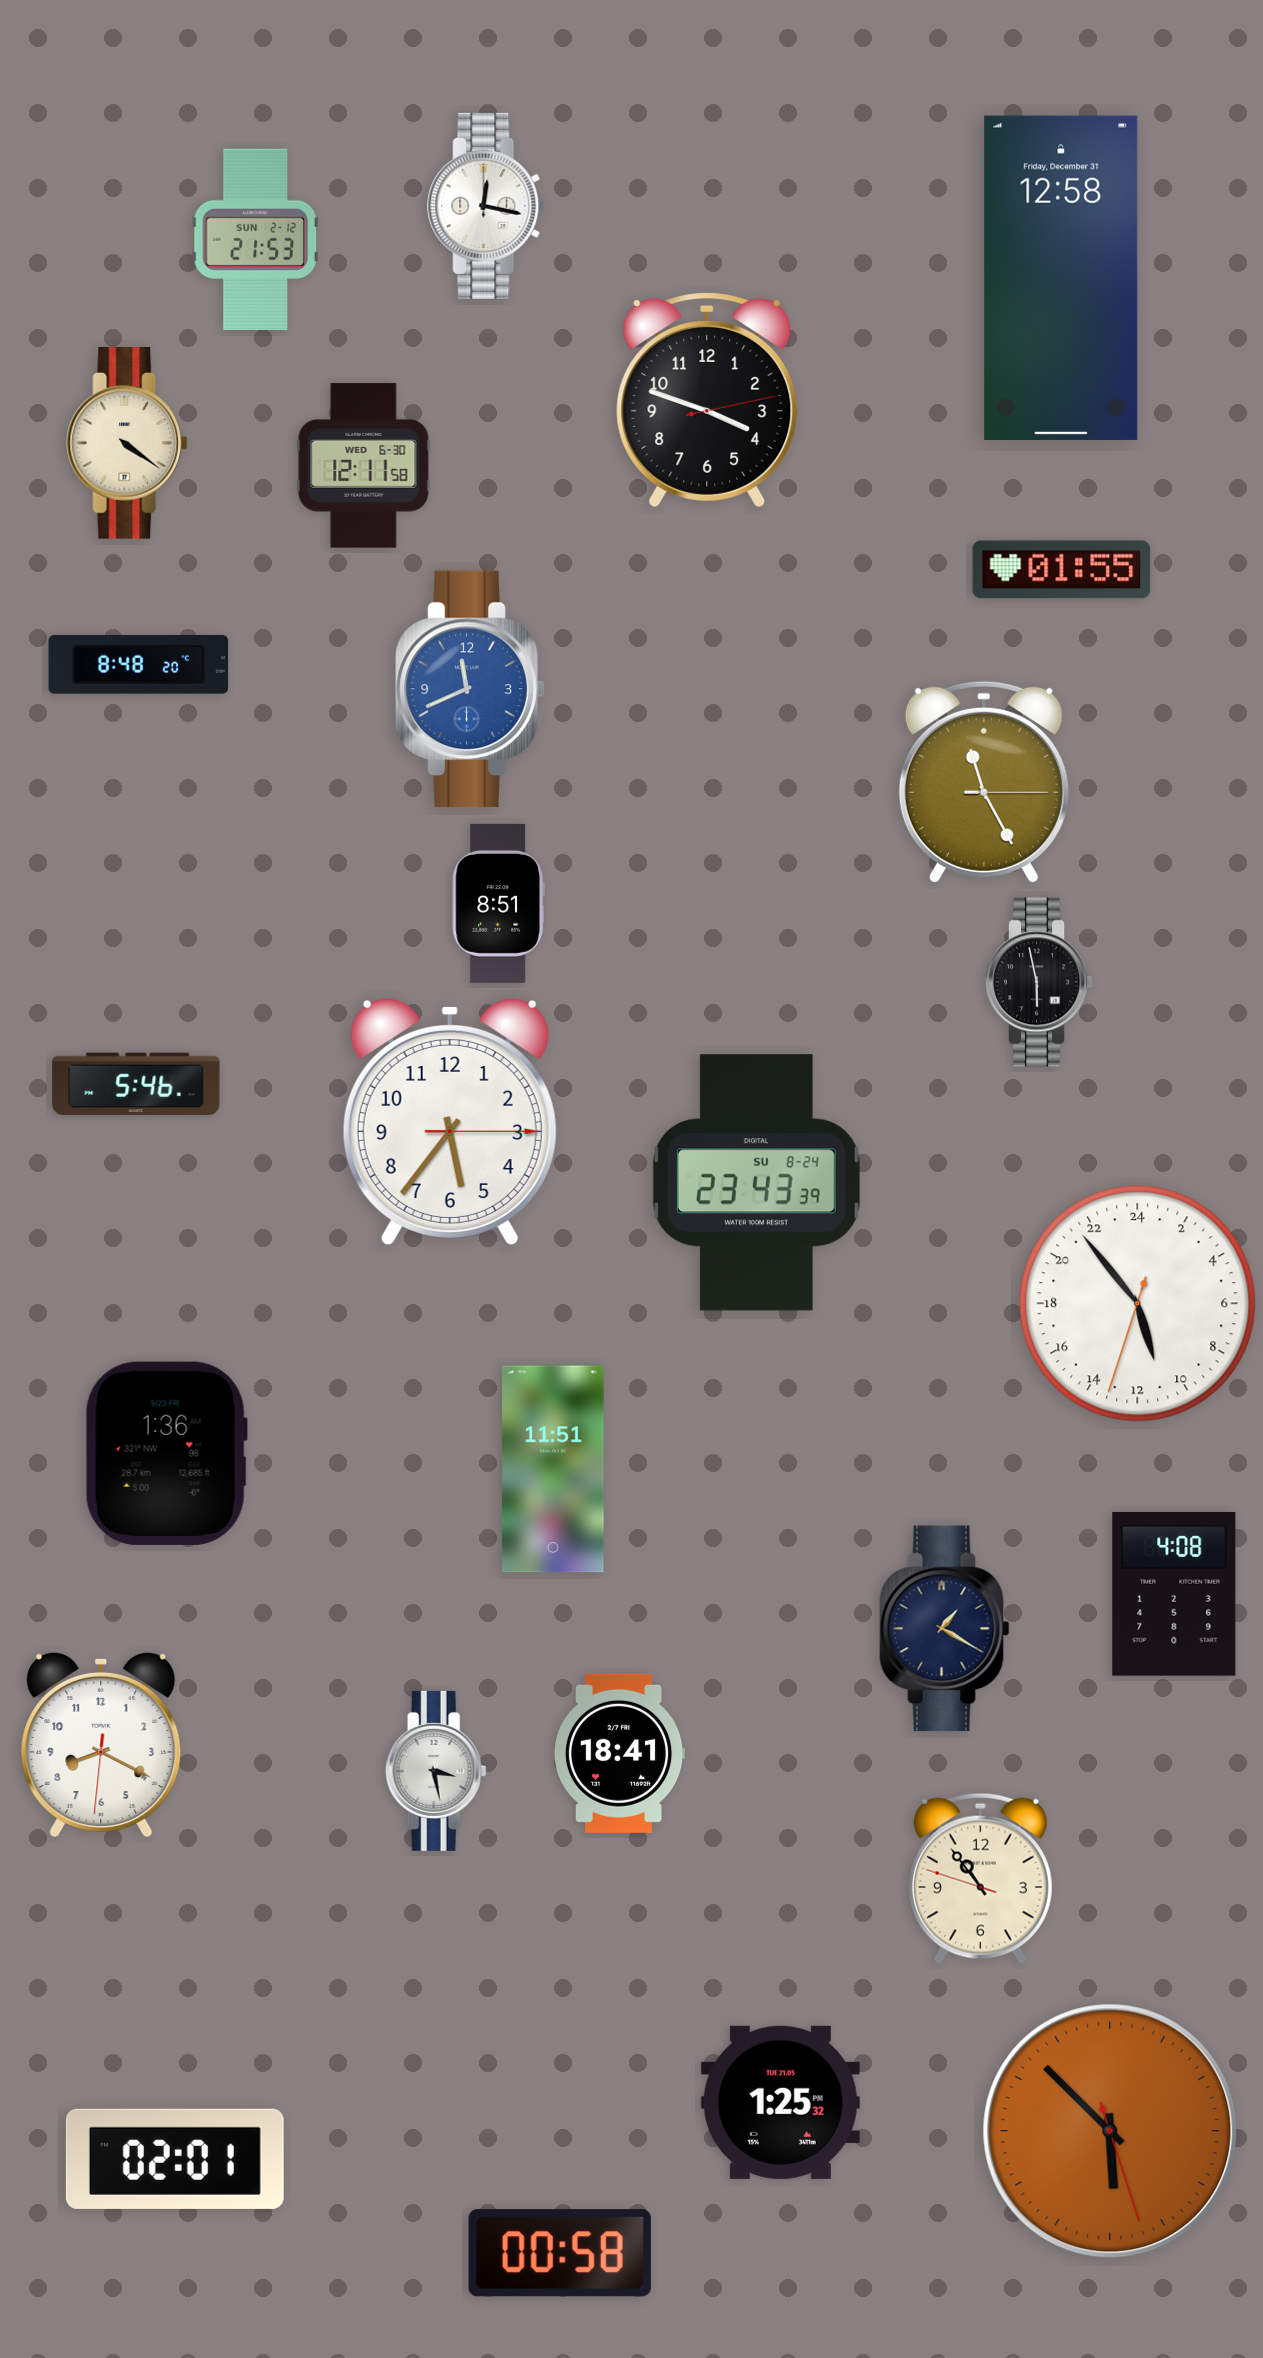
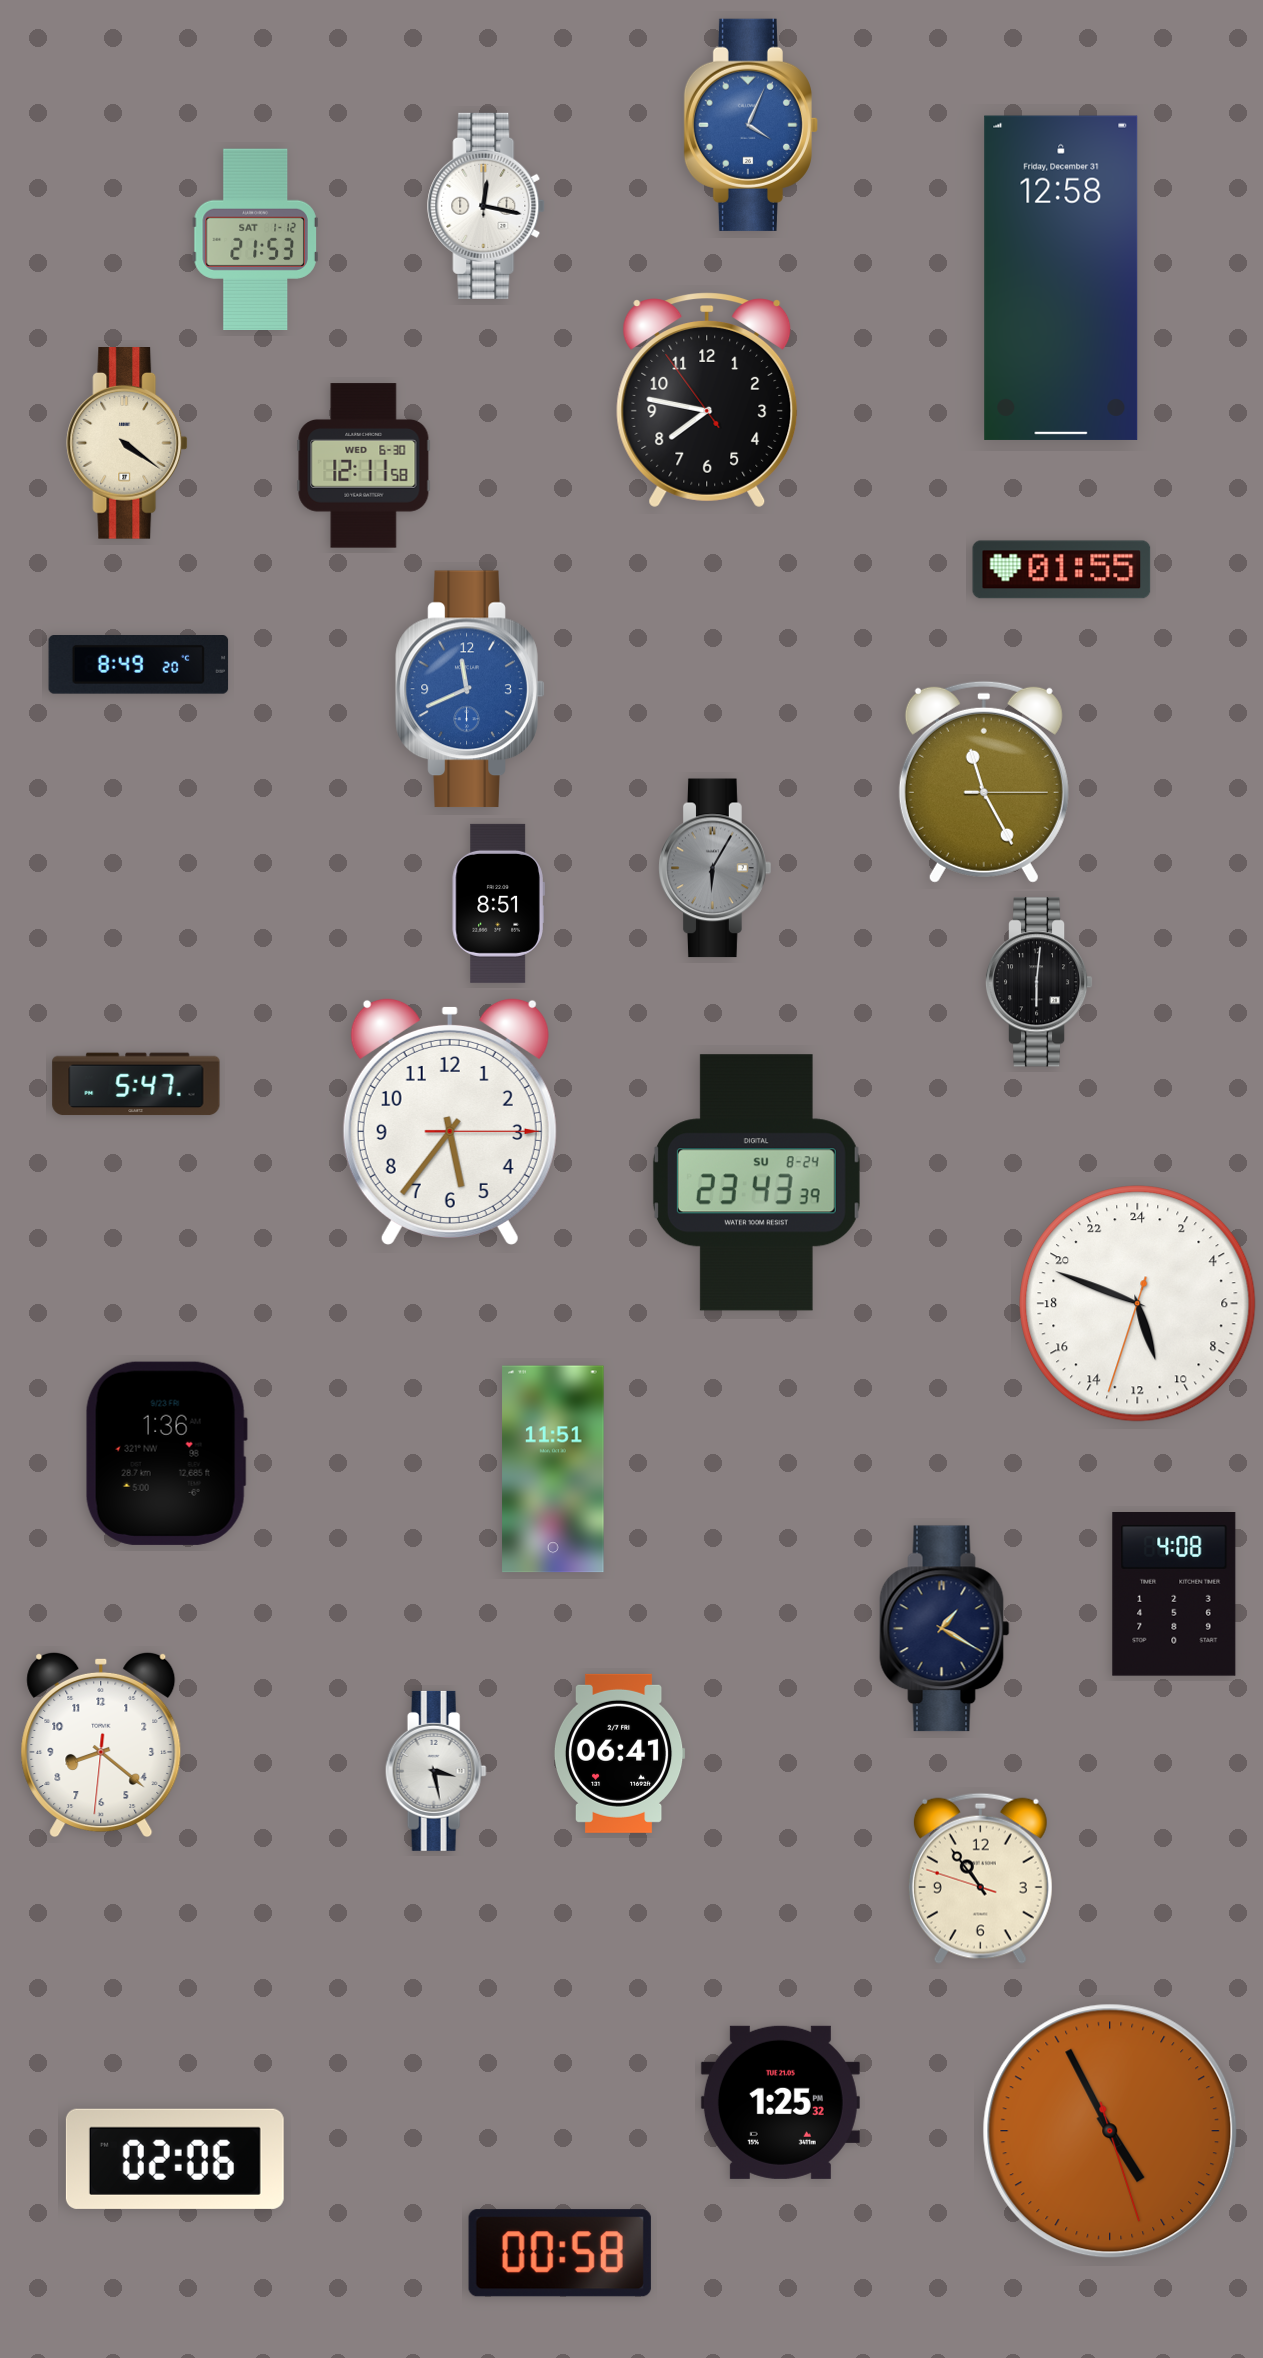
clock at (751, 125): none -> 4:04
clock at (255, 239) date: SUN 2-12 -> SAT 1-12
clock at (707, 400): 3:48 -> 7:46
clock at (139, 665): 8:48 -> 8:49
clock at (715, 868): none -> 6:05
clock at (1039, 982): 5:58 -> 6:01
clock at (136, 1084): 5:46 -> 5:47
clock at (1138, 1304): 10:53 -> 10:48
clock at (101, 1745): 8:19 -> 8:21
clock at (619, 1753): 18:41 -> 06:41
clock at (1110, 2131): 5:52 -> 4:55
clock at (175, 2159): 02:01 -> 02:06
